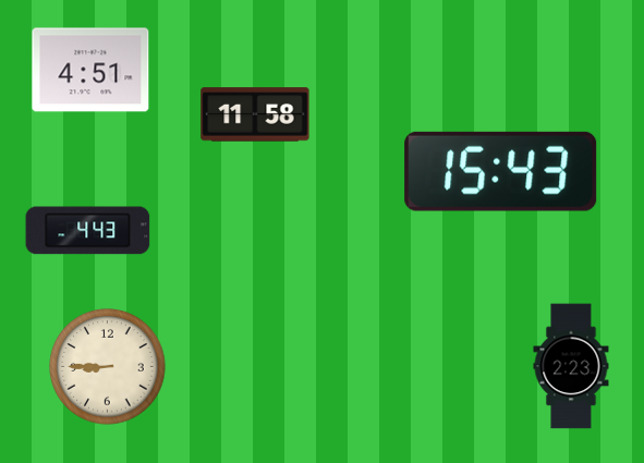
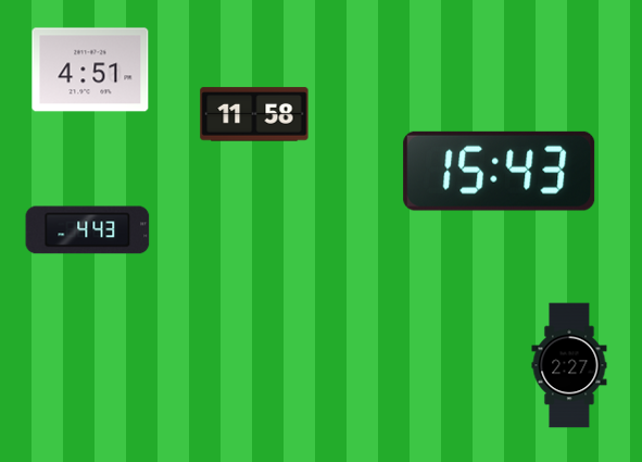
clock at (571, 366): 2:23 -> 2:27
clock at (108, 367): 8:45 -> none
